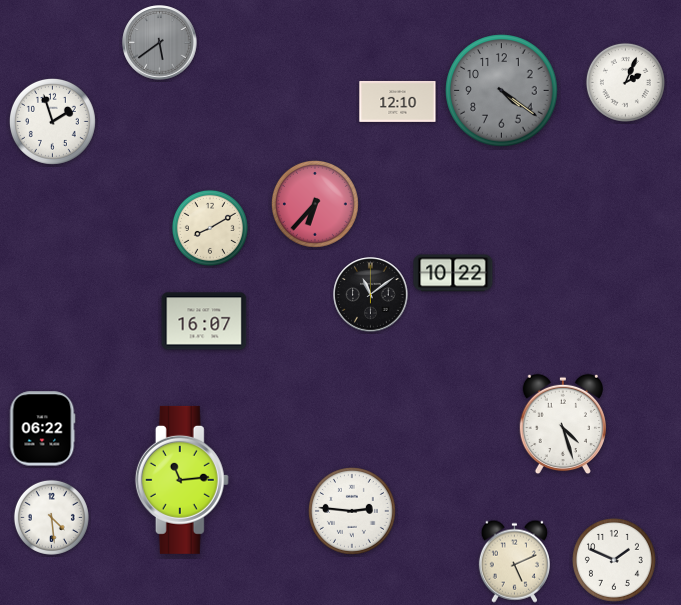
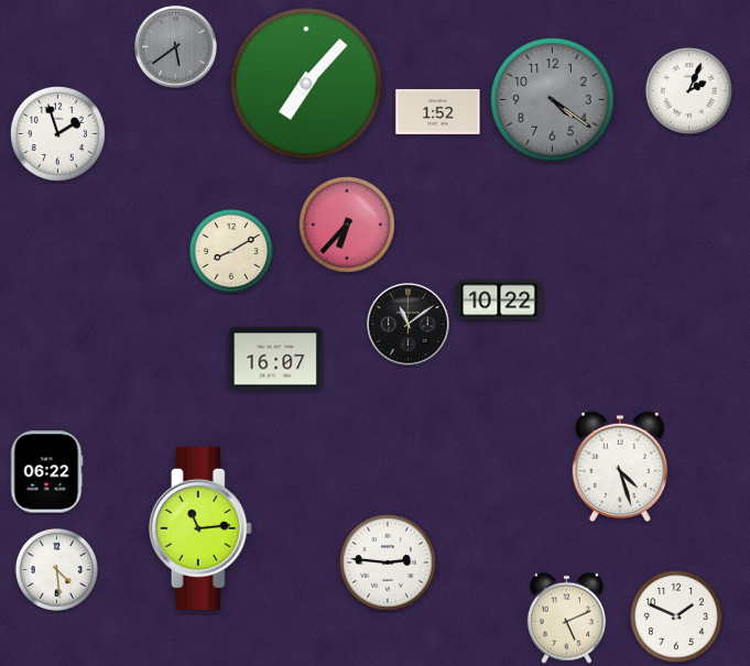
clock at (306, 84): none -> 7:07
clock at (398, 101): 12:10 -> 1:52
clock at (204, 321) position: (204, 321) -> (275, 359)
